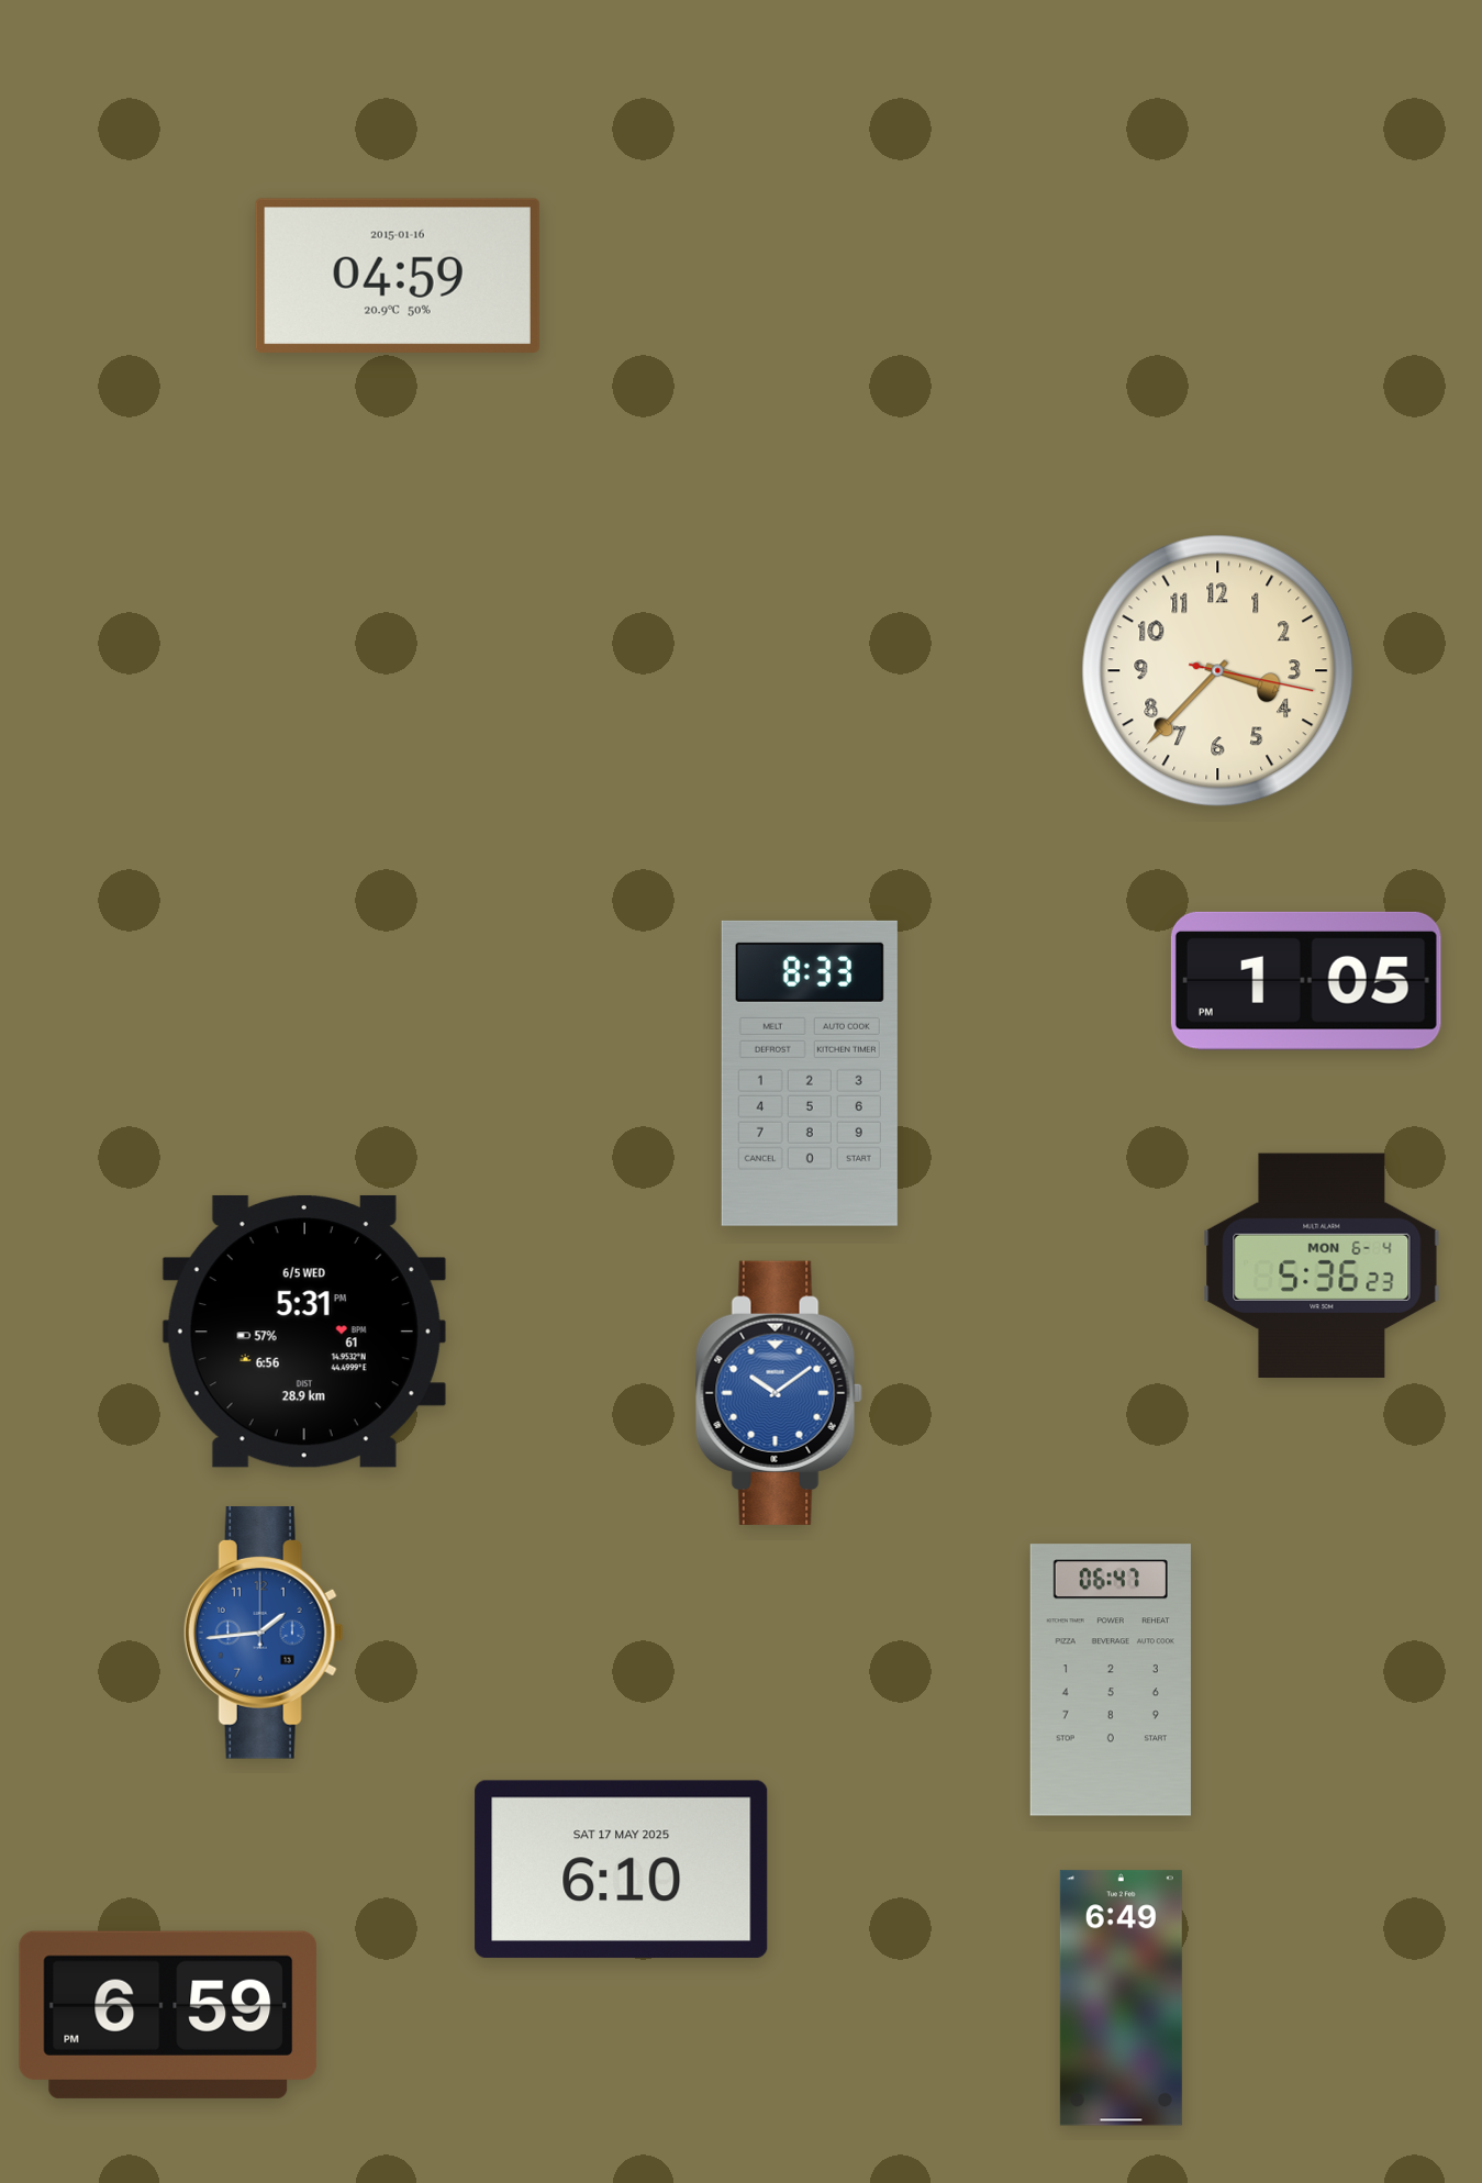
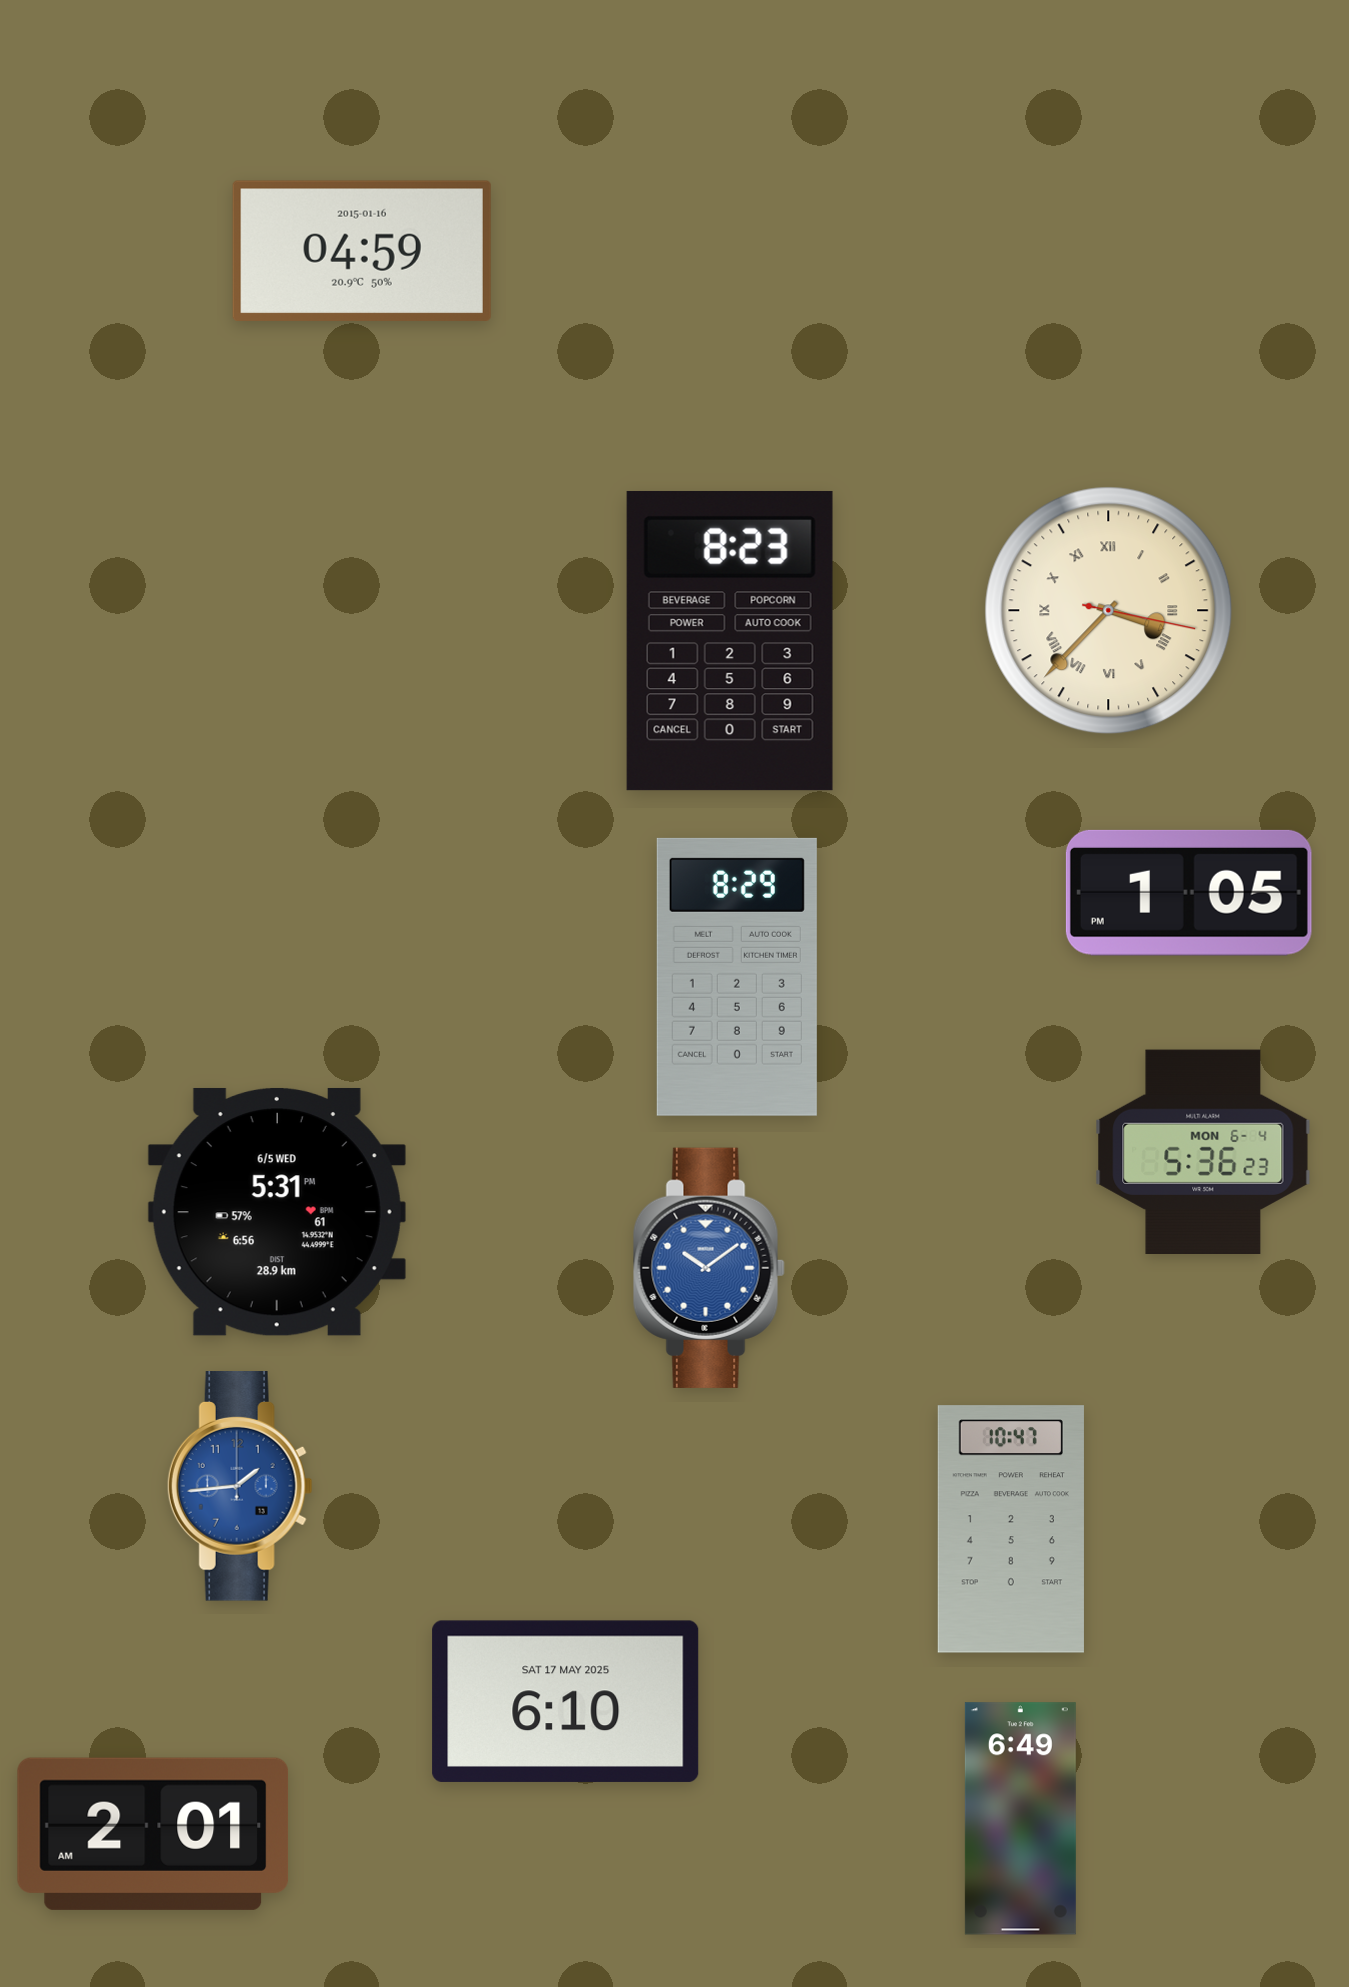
clock at (1218, 671) numerals: Arabic -> Roman
clock at (730, 641): none -> 8:23
clock at (810, 1073): 8:33 -> 8:29
clock at (1111, 1680): 06:47 -> 10:47
clock at (168, 2015): 6:59 -> 2:01
